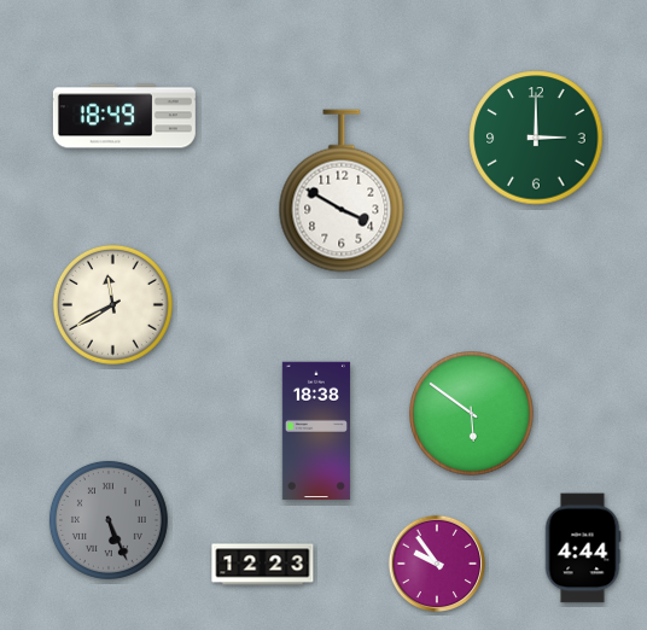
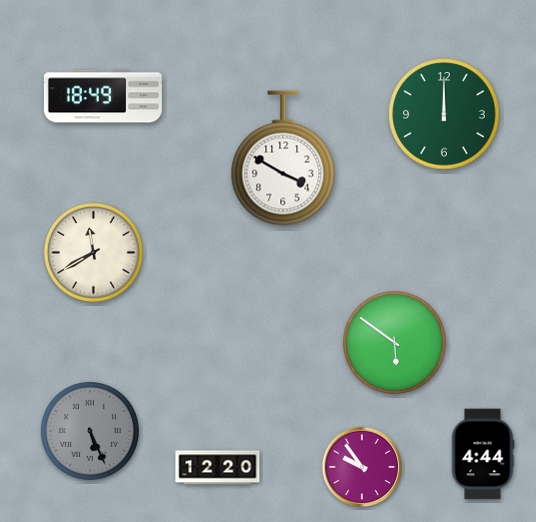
clock at (536, 138): 3:00 -> 12:00
clock at (472, 414) position: (472, 414) -> (395, 343)
clock at (316, 431): 18:38 -> none
clock at (263, 565): 12:23 -> 12:20
